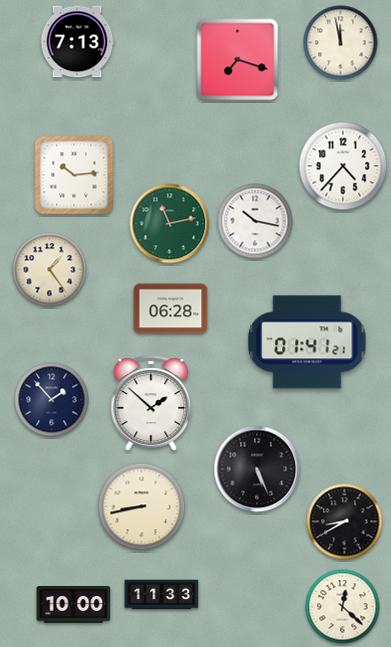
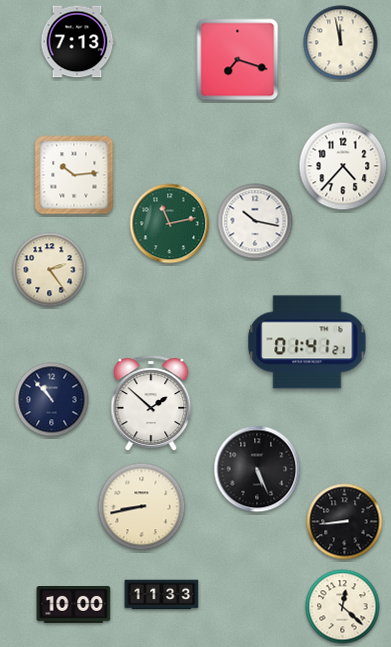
clock at (50, 270): 1:24 -> 2:24
clock at (171, 309): 06:28 -> none
clock at (52, 400): 1:53 -> 10:53
clock at (345, 522): 8:40 -> 8:44
